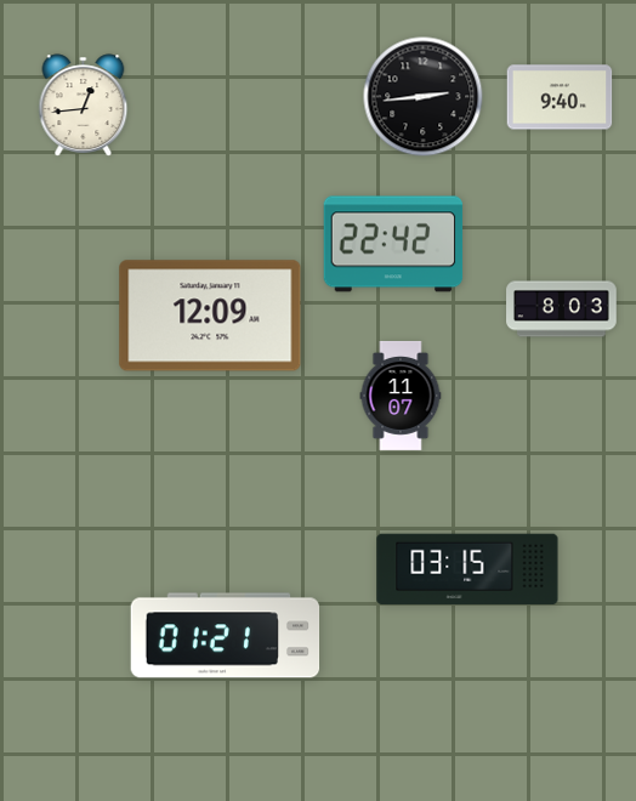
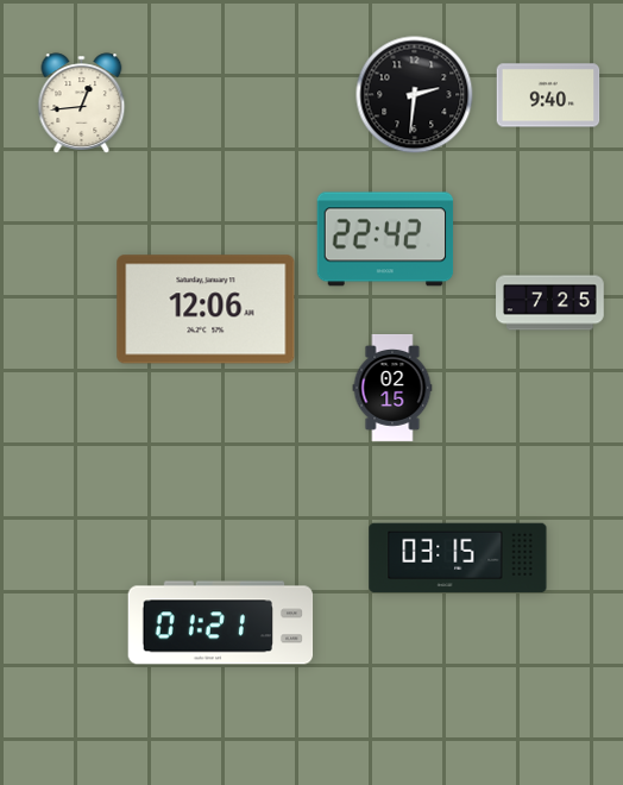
clock at (424, 97): 2:44 -> 2:31
clock at (562, 309): 8:03 -> 7:25
clock at (210, 316): 12:09 -> 12:06
clock at (401, 396): 11:07 -> 02:15
